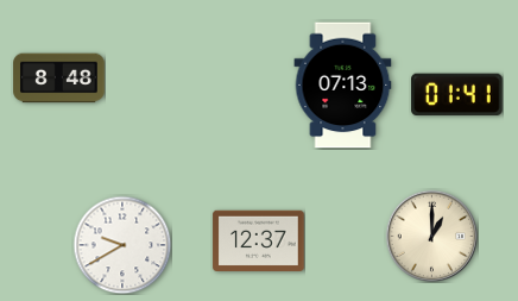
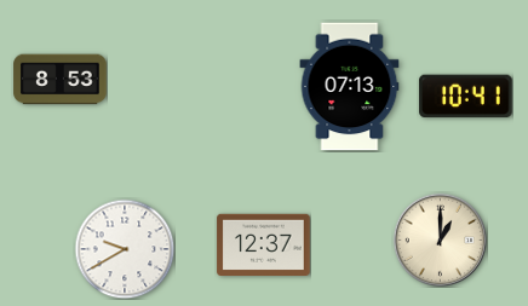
clock at (59, 79): 8:48 -> 8:53
clock at (457, 95): 01:41 -> 10:41
